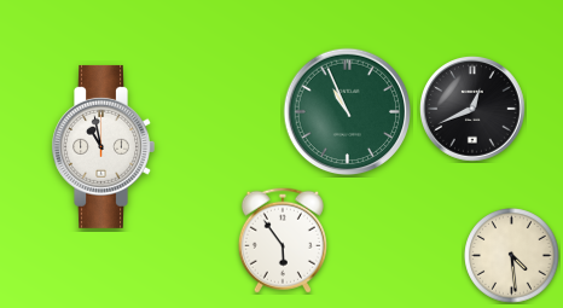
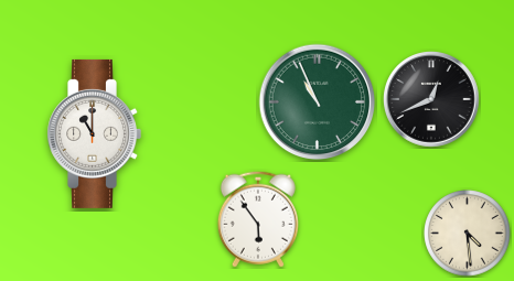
clock at (103, 146): 10:58 -> 11:00
